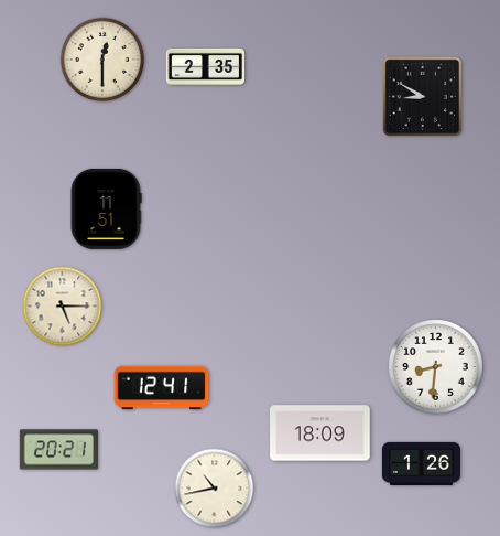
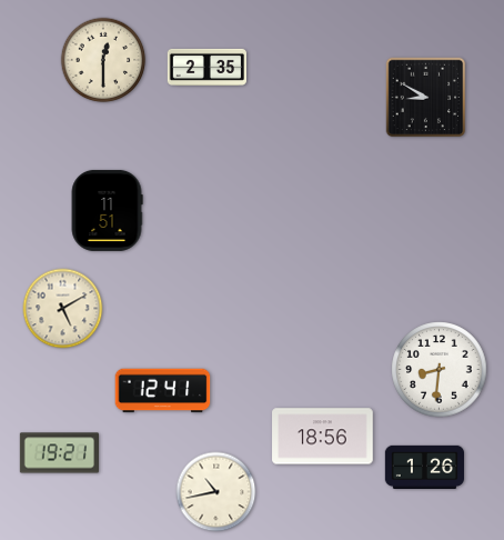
clock at (63, 307): 5:15 -> 5:10
clock at (320, 433): 18:09 -> 18:56
clock at (58, 450): 20:21 -> 19:21
